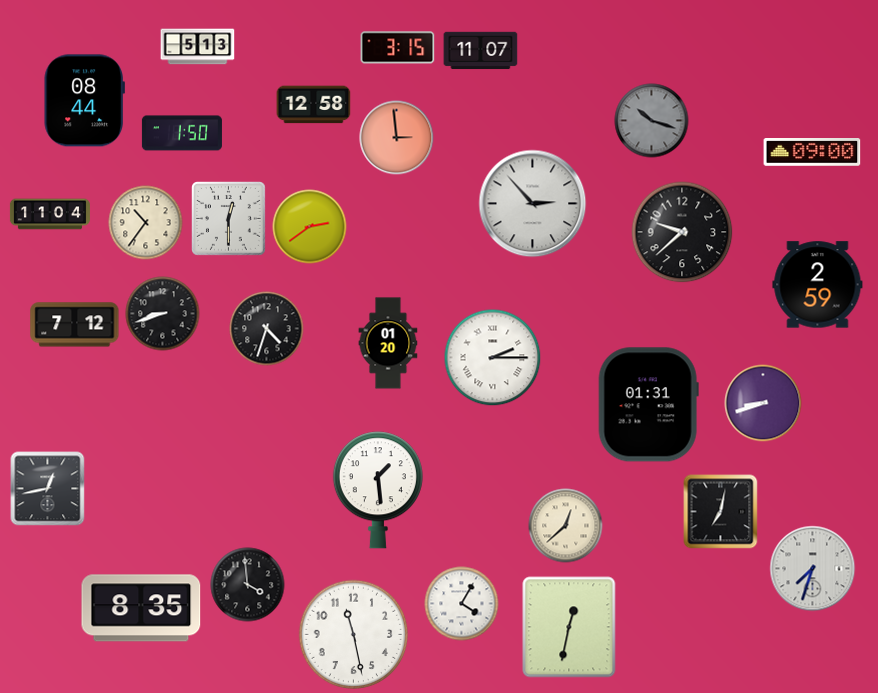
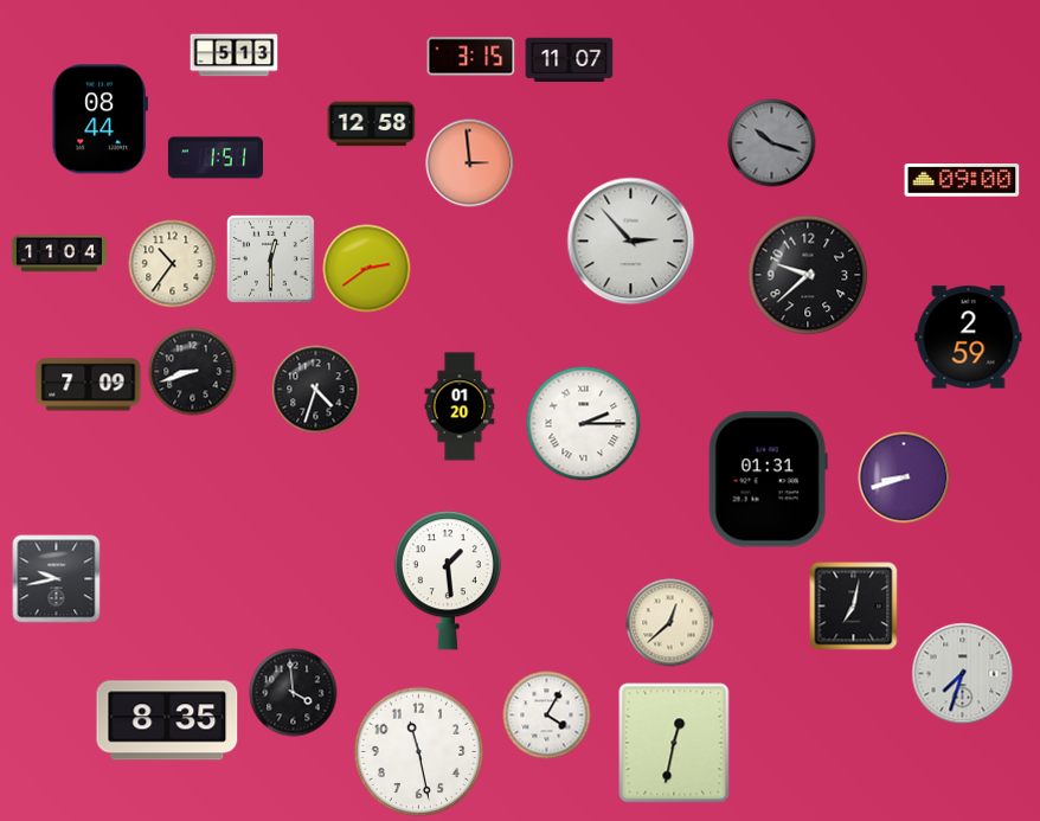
clock at (182, 133): 1:50 -> 1:51
clock at (75, 325): 7:12 -> 7:09
clock at (48, 489): 12:43 -> 9:43
